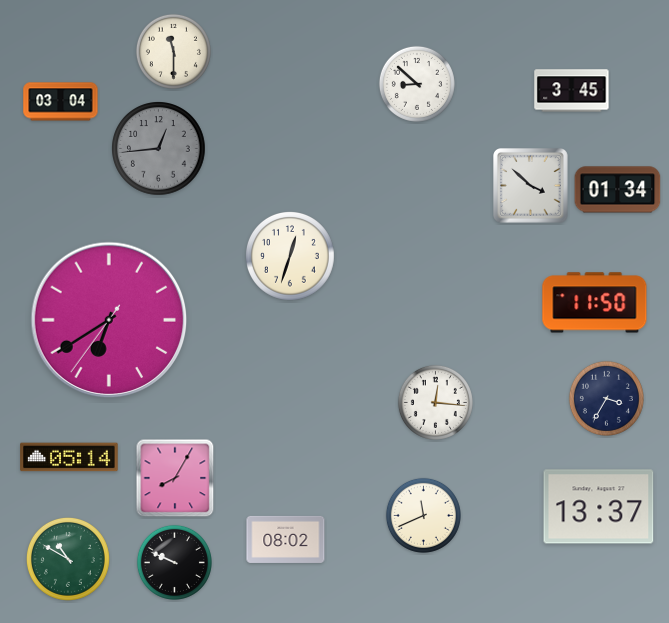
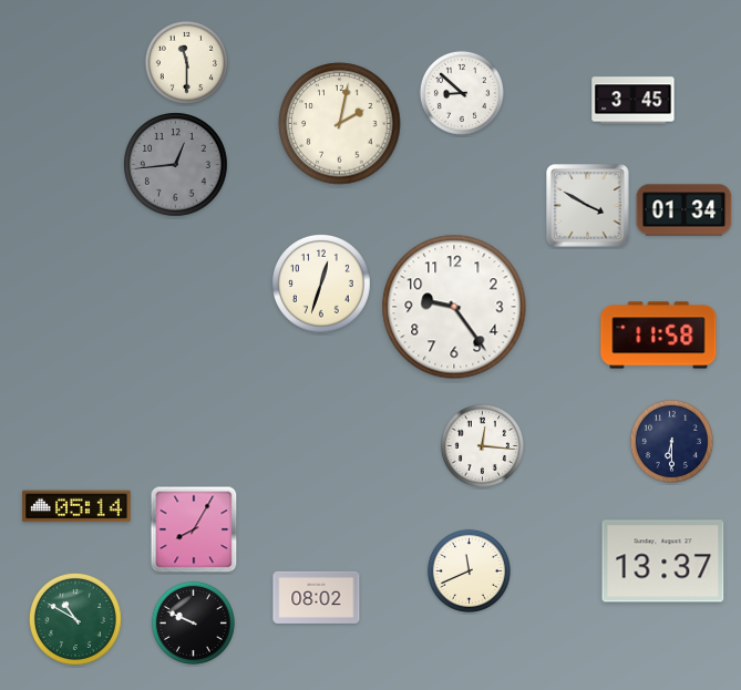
clock at (173, 51) position: (173, 51) -> (186, 62)
clock at (61, 102): 03:04 -> none
clock at (340, 124): none -> 2:02
clock at (531, 186): 3:52 -> 3:50
clock at (454, 307): none -> 9:24
clock at (595, 303): 11:50 -> 11:58
clock at (109, 320): 6:39 -> none
clock at (606, 398): 3:35 -> 6:30
